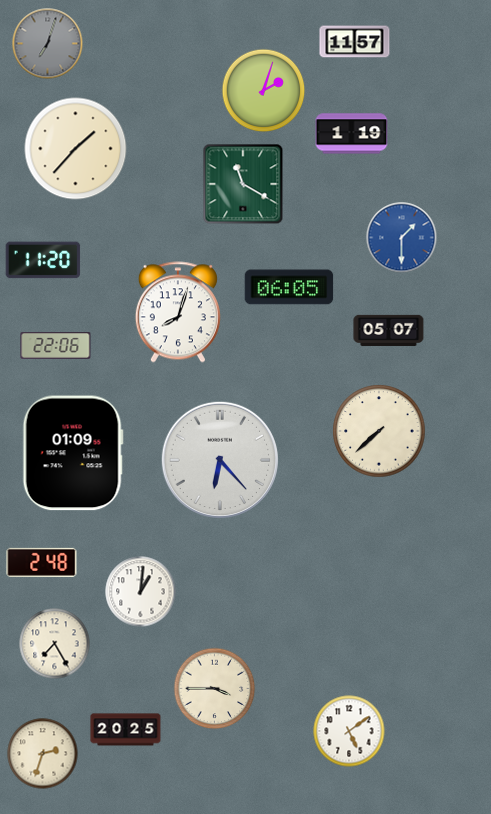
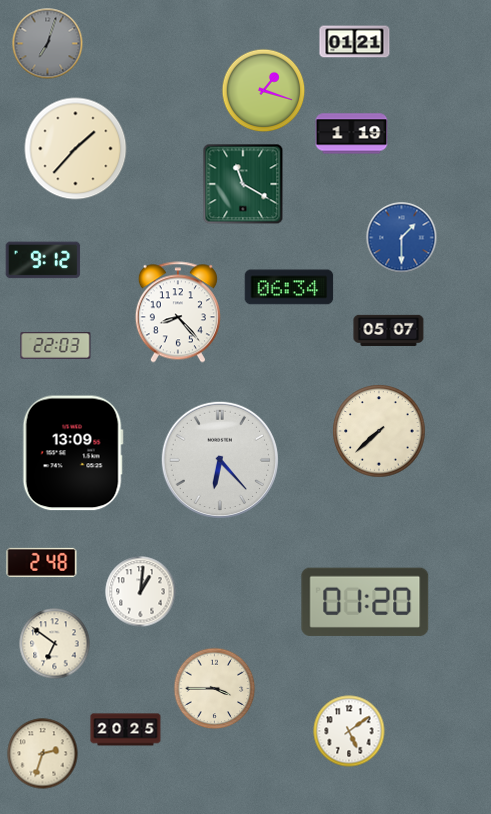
clock at (355, 42): 11:57 -> 01:21
clock at (264, 91): 2:03 -> 1:18
clock at (43, 260): 11:20 -> 9:12
clock at (289, 287): 06:05 -> 06:34
clock at (178, 312): 8:03 -> 8:23
clock at (56, 346): 22:06 -> 22:03
clock at (73, 453): 01:09 -> 13:09
clock at (365, 602): none -> 01:20
clock at (55, 644): 7:25 -> 6:51
